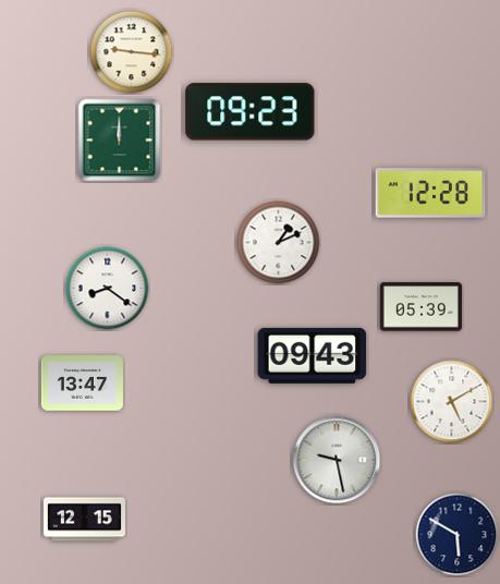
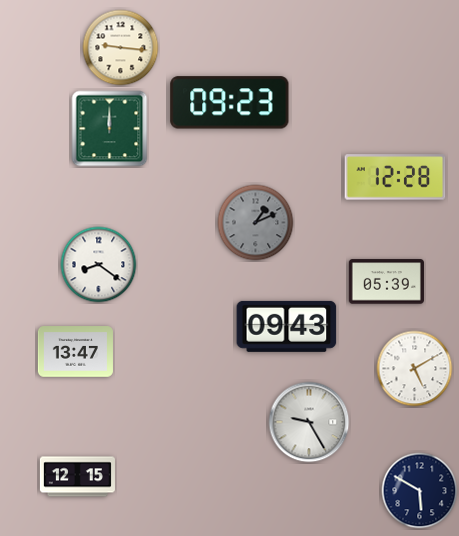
clock at (279, 243) dial: white -> grey
clock at (337, 460): 9:28 -> 9:25
